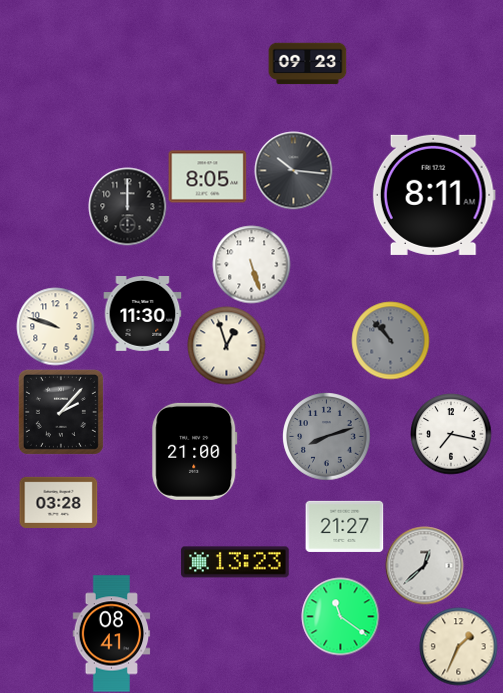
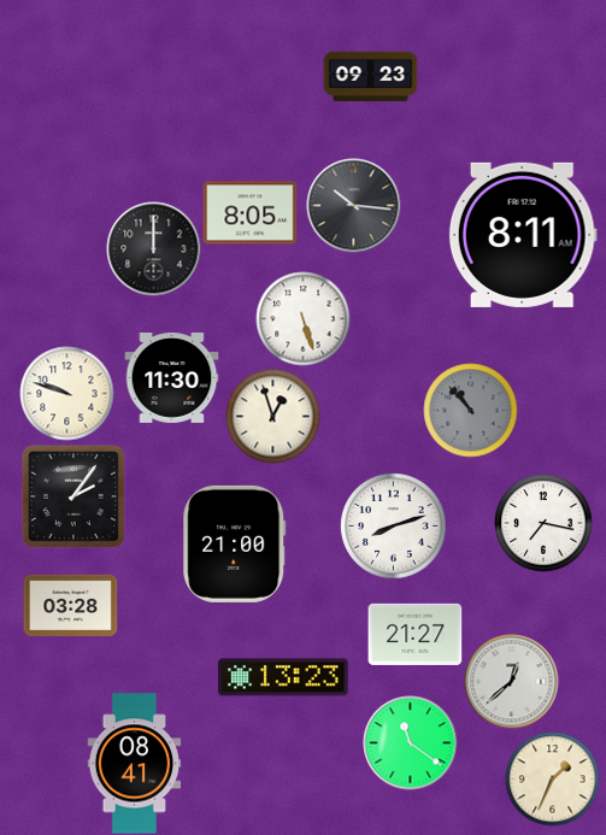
clock at (61, 412): 2:07 -> 2:06
clock at (326, 436) dial: grey -> white
